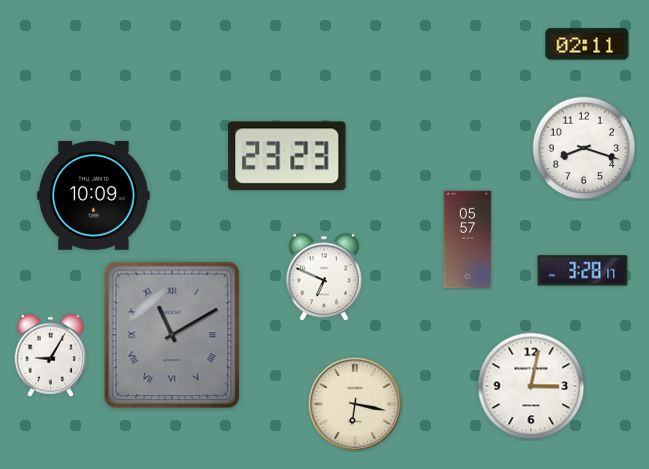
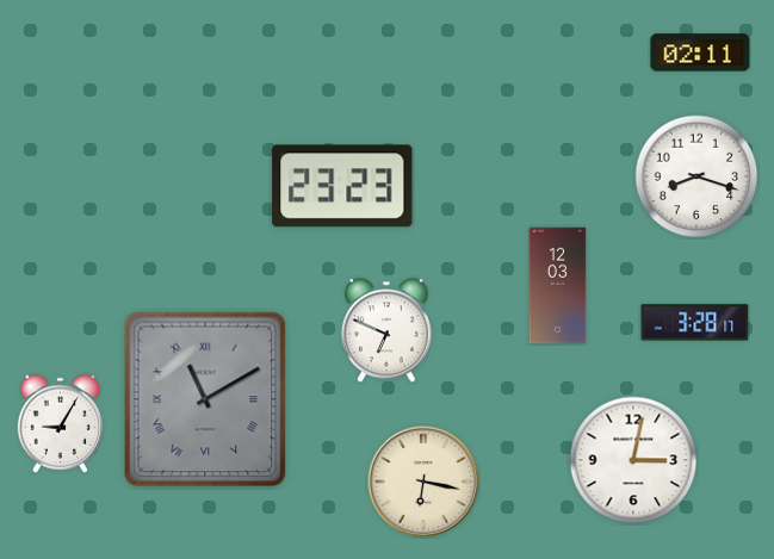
clock at (94, 195): 10:09 -> none
clock at (468, 240): 05:57 -> 12:03
